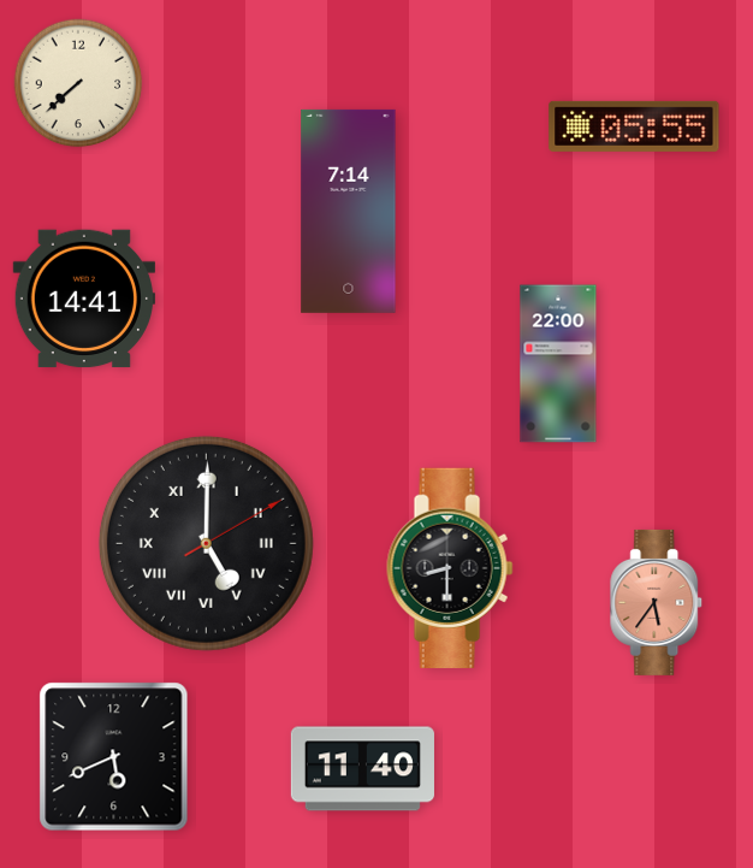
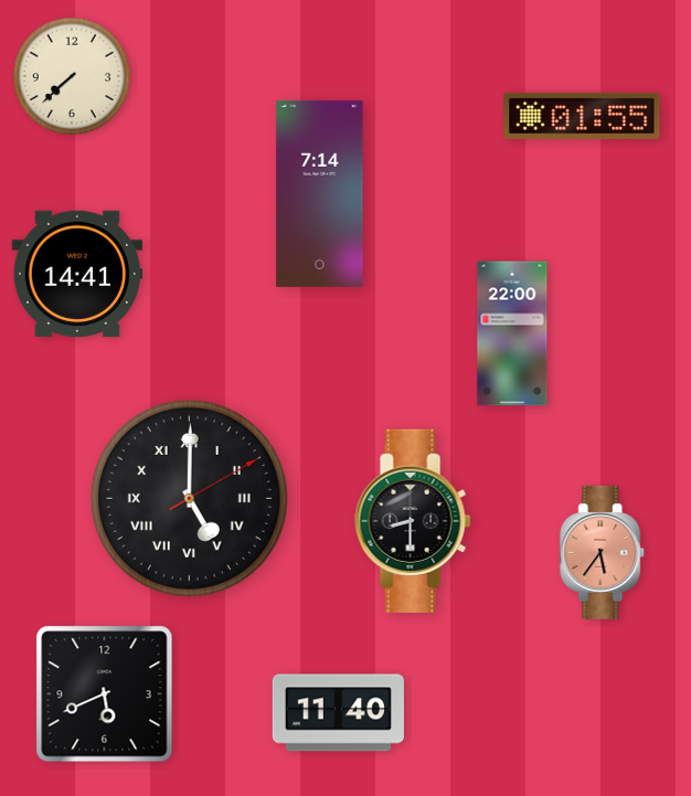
clock at (634, 126): 05:55 -> 01:55
clock at (362, 769) position: (362, 769) -> (338, 713)
